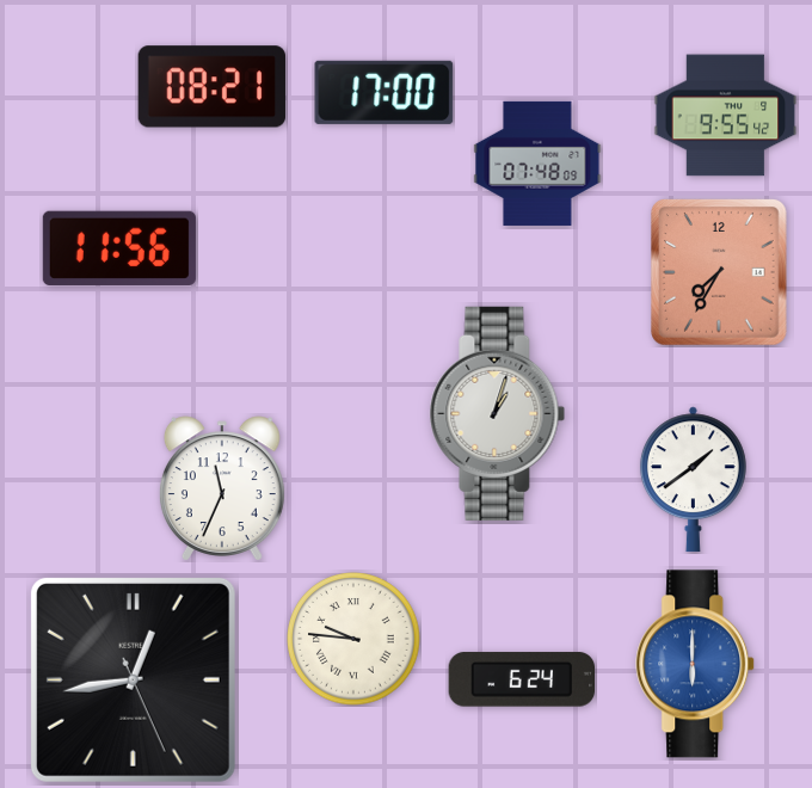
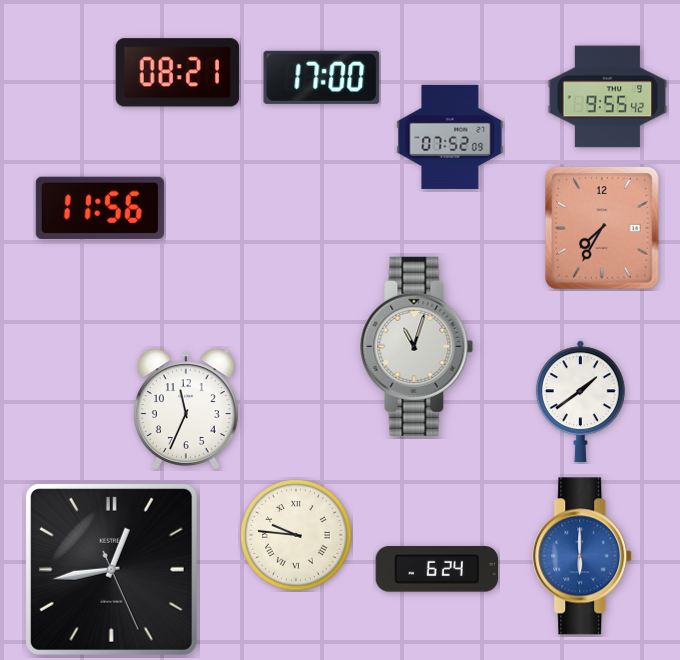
clock at (537, 164): 07:48 -> 07:52
clock at (498, 413): 1:03 -> 11:03
